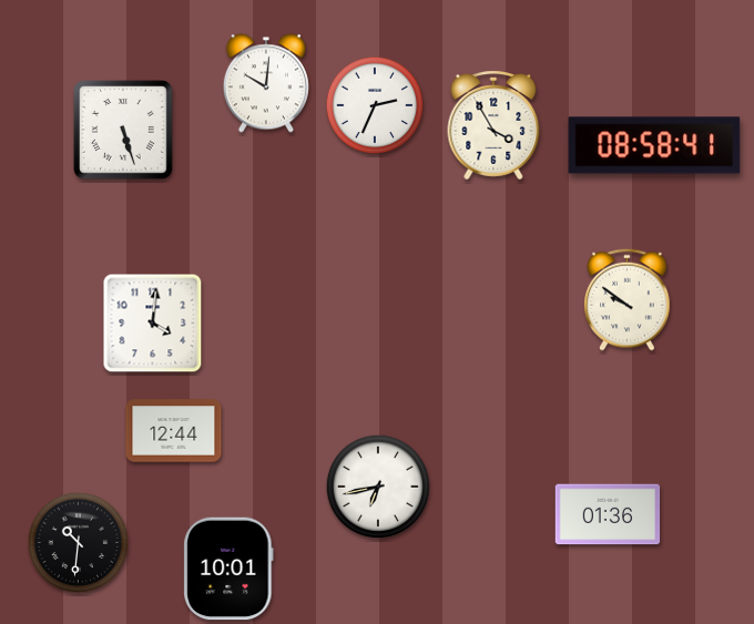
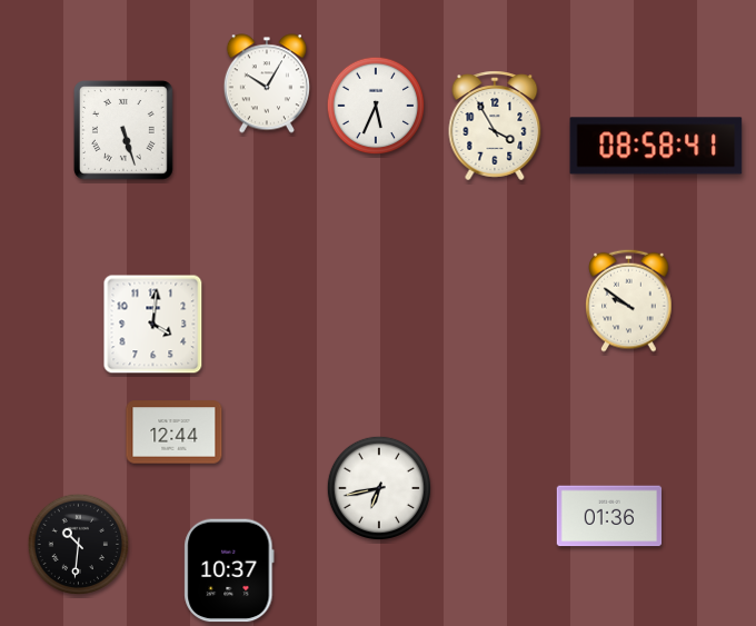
clock at (266, 83): 10:01 -> 10:05
clock at (375, 105): 2:34 -> 5:34
clock at (228, 569): 10:01 -> 10:37
